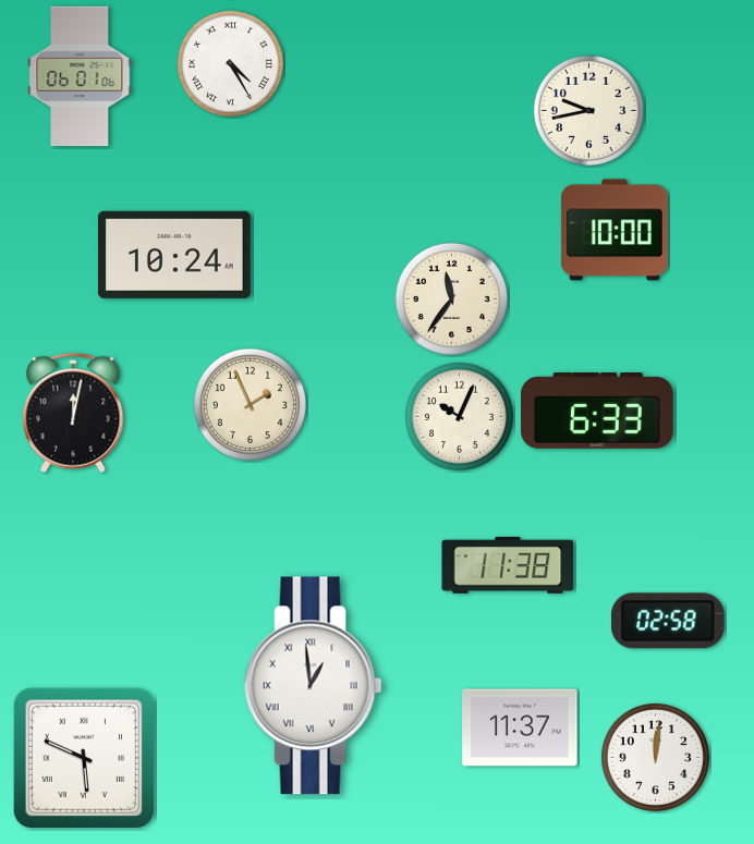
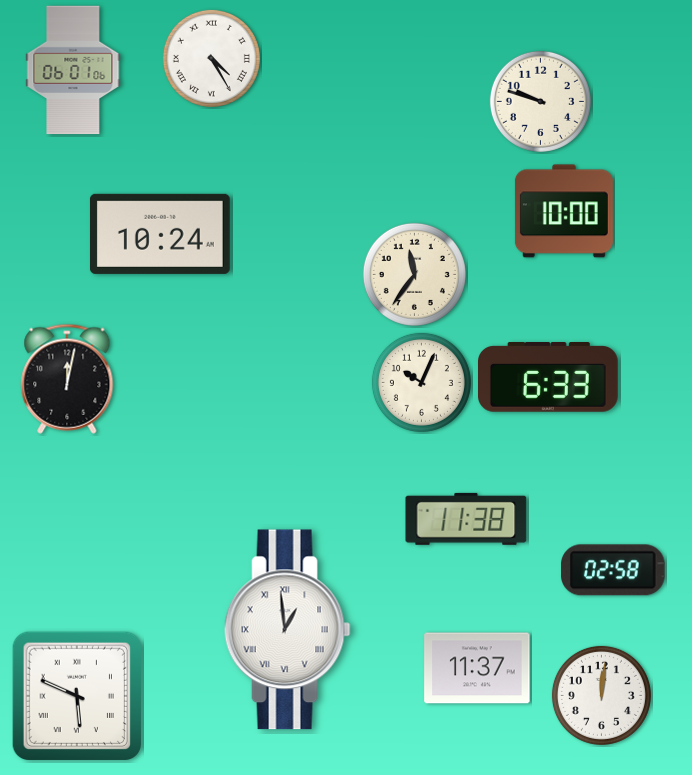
clock at (588, 110): 9:43 -> 9:48
clock at (250, 404): 1:56 -> none
